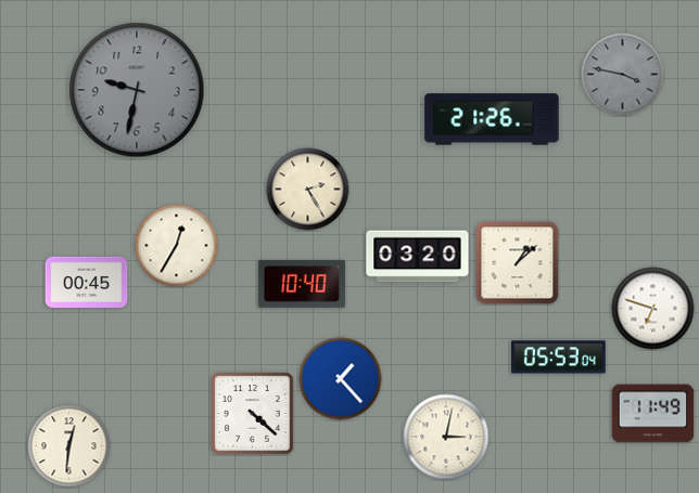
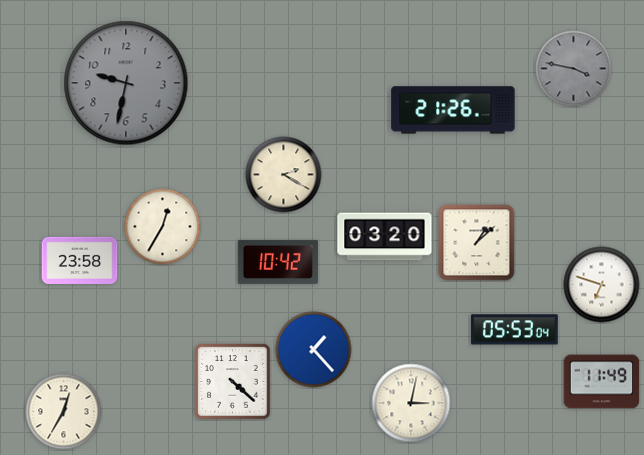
clock at (308, 190): 2:25 -> 2:20
clock at (87, 282): 00:45 -> 23:58
clock at (302, 284): 10:40 -> 10:42
clock at (69, 446): 12:31 -> 12:35
